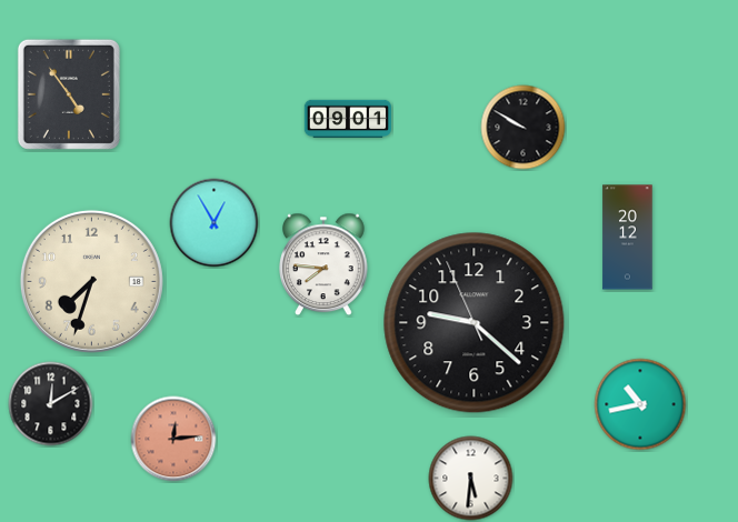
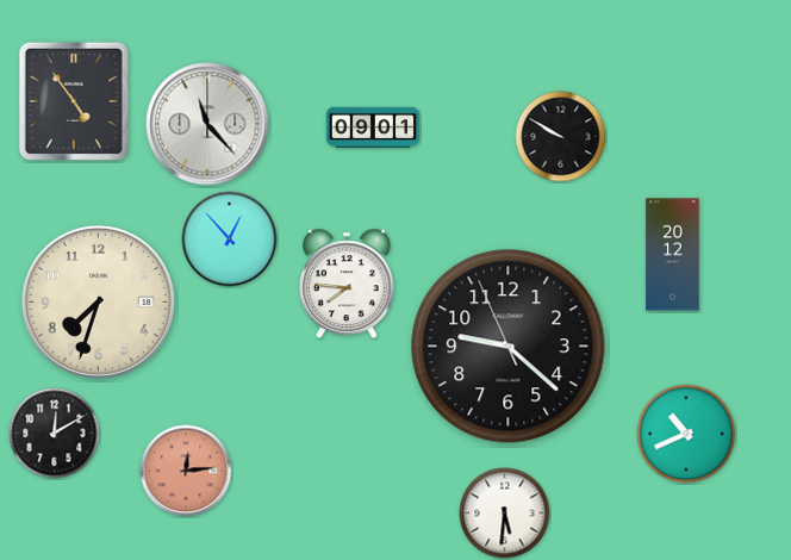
clock at (207, 124): none -> 11:23
clock at (215, 223): 12:55 -> 12:53
clock at (640, 404): 10:43 -> 10:41
